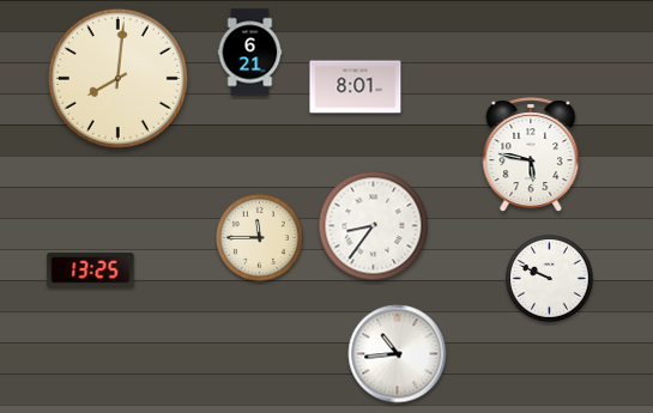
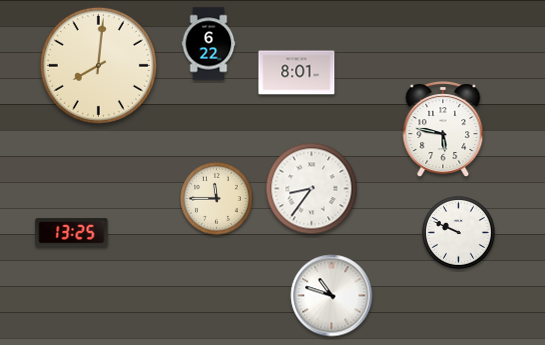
clock at (250, 53): 6:21 -> 6:22
clock at (91, 271) position: (91, 271) -> (72, 233)
clock at (398, 354): 10:44 -> 10:48
